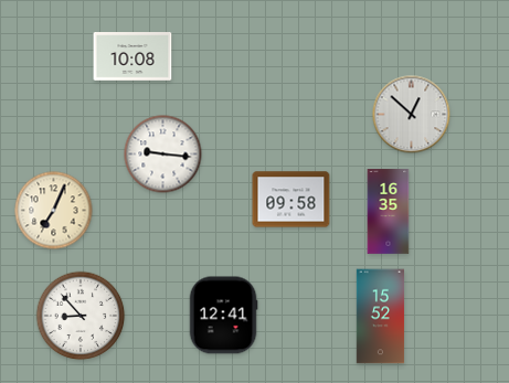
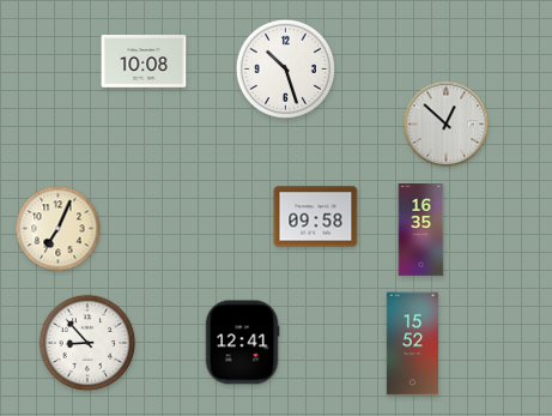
clock at (285, 68): none -> 10:27
clock at (163, 155): 9:16 -> none
